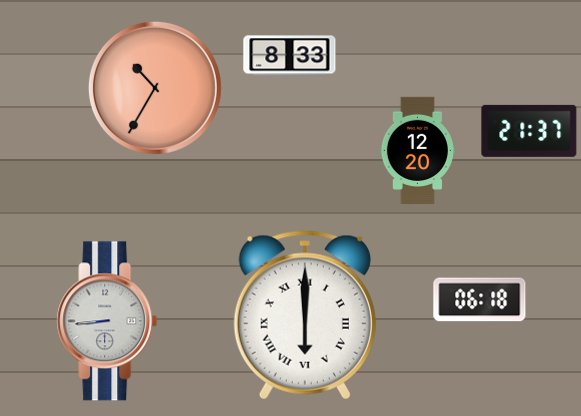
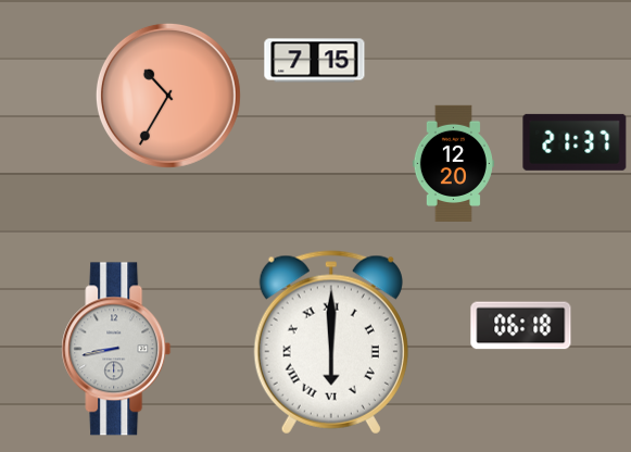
clock at (290, 56): 8:33 -> 7:15
clock at (107, 321): 8:44 -> 8:43
